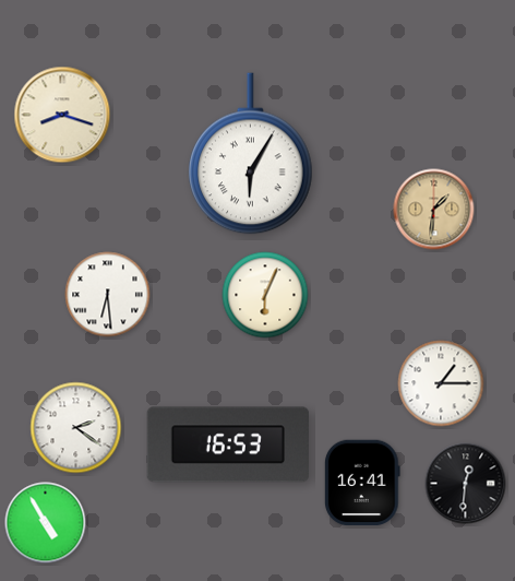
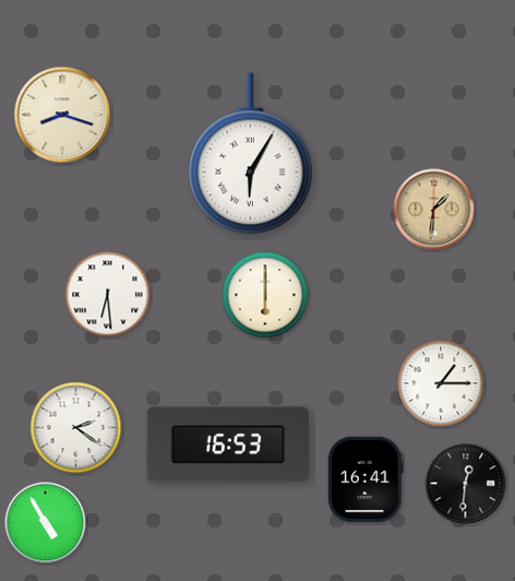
clock at (265, 295): 6:04 -> 6:00
clock at (362, 483) position: (362, 483) -> (366, 479)
